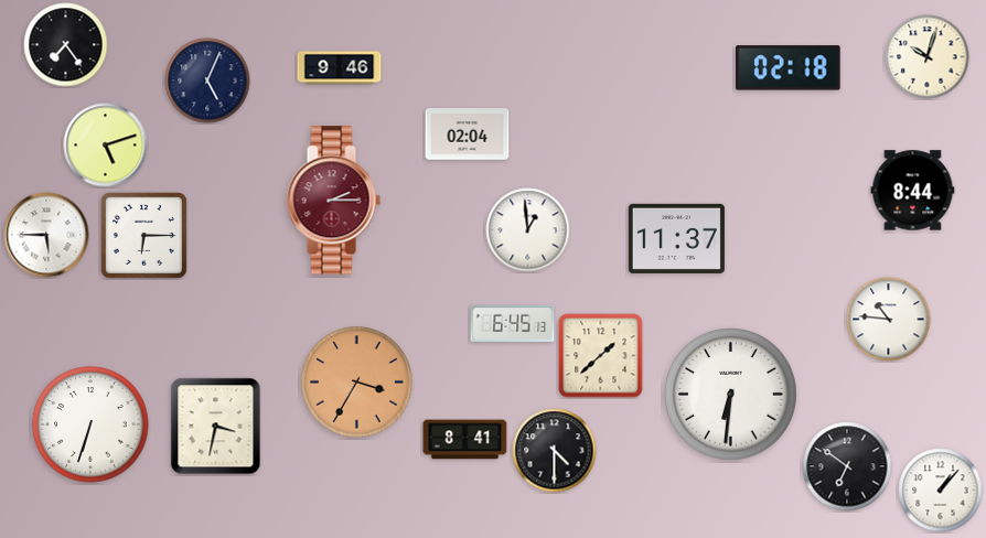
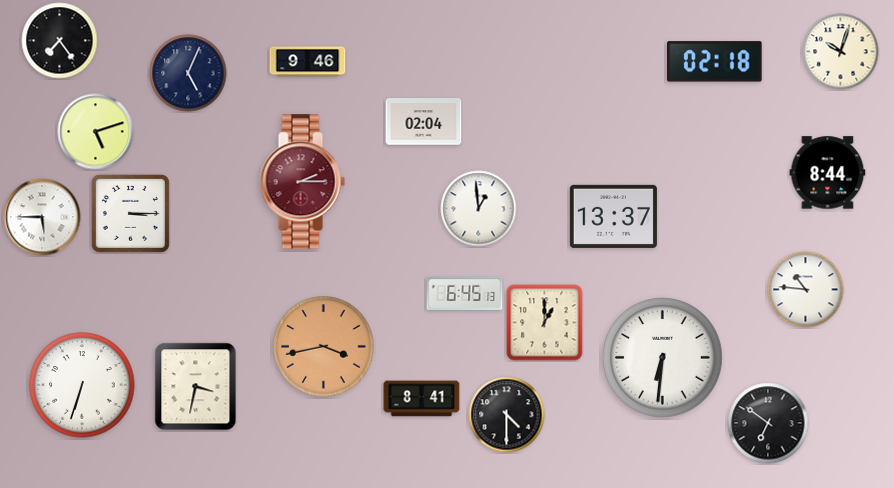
clock at (46, 235) position: (46, 235) -> (42, 217)
clock at (143, 235): 6:15 -> 3:15
clock at (676, 238): 11:37 -> 13:37
clock at (601, 356): 1:38 -> 1:00
clock at (357, 383): 3:35 -> 3:43
clock at (555, 451) position: (555, 451) -> (507, 415)
clock at (941, 491): 1:07 -> none
